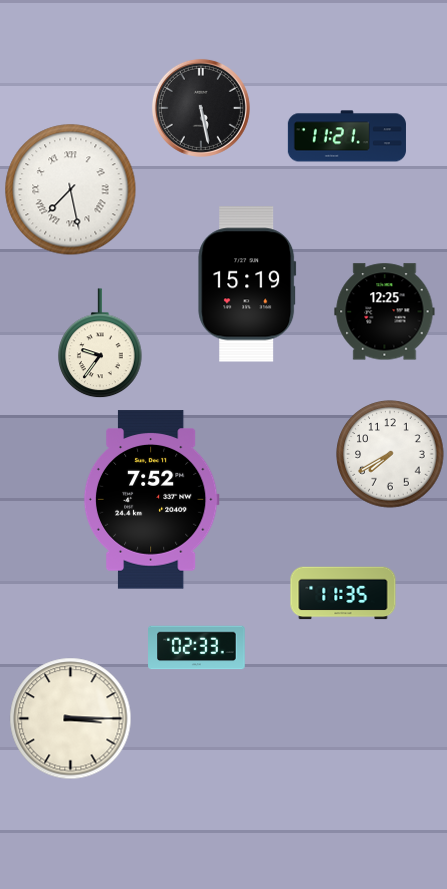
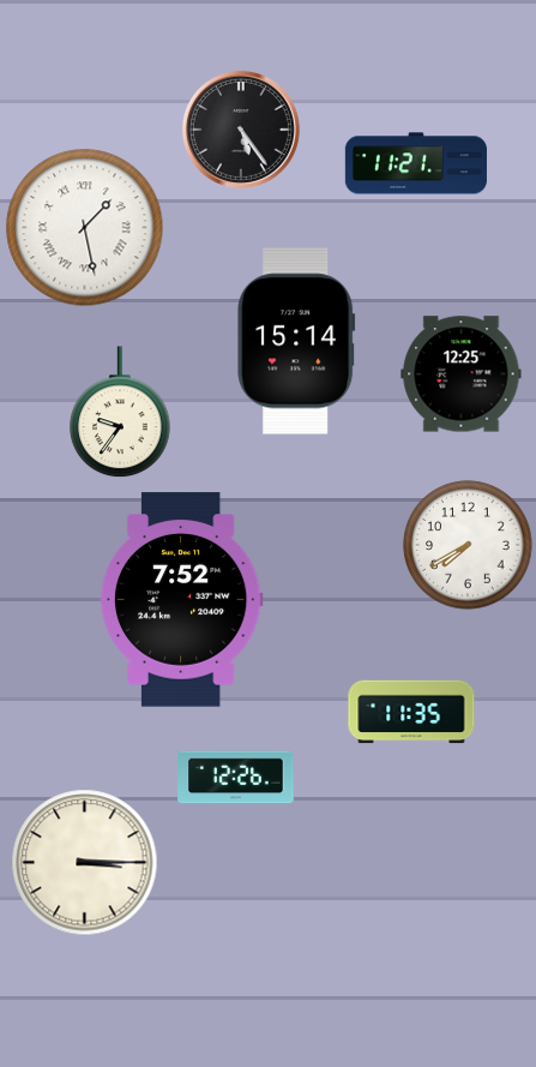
clock at (201, 108): 5:28 -> 5:24
clock at (71, 190): 7:28 -> 1:28
clock at (247, 284): 15:19 -> 15:14
clock at (197, 648): 02:33 -> 12:26
